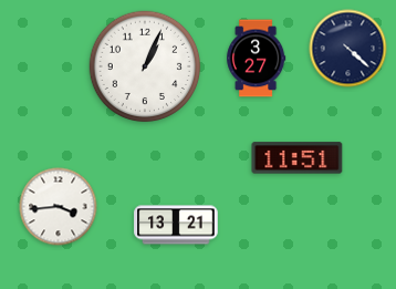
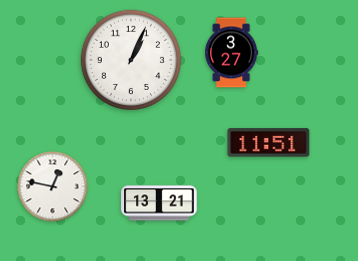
clock at (348, 49): 4:22 -> none
clock at (59, 207): 3:44 -> 12:47
